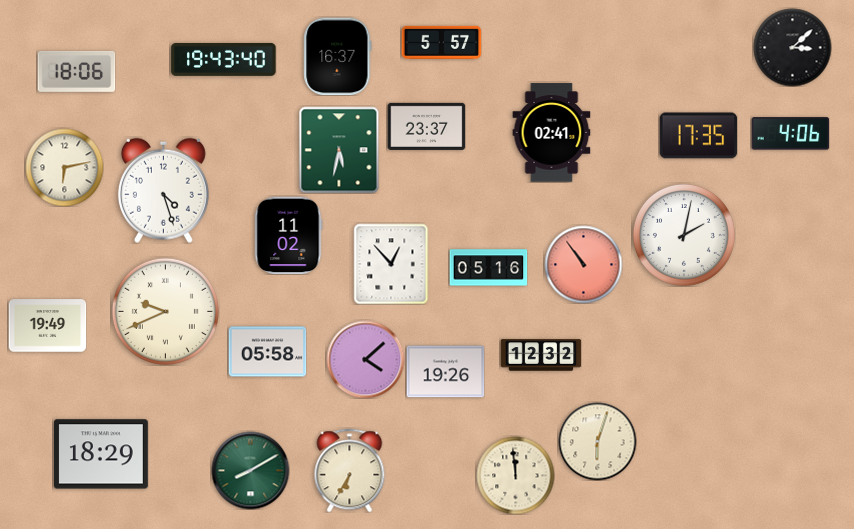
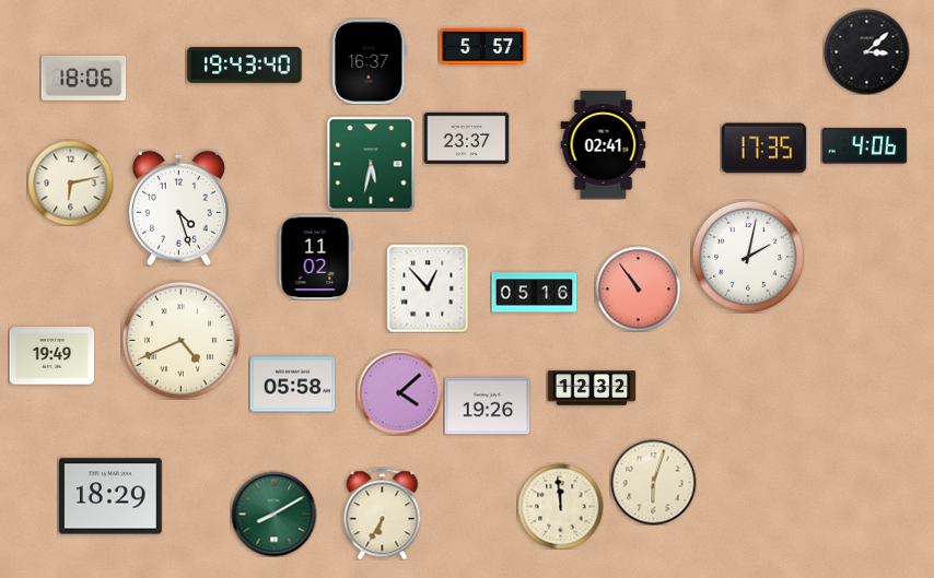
clock at (165, 311): 9:41 -> 4:41
clock at (515, 475) position: (515, 475) -> (560, 506)
